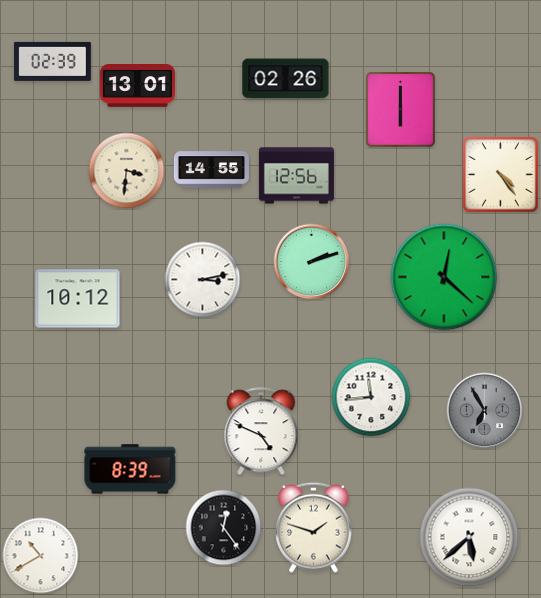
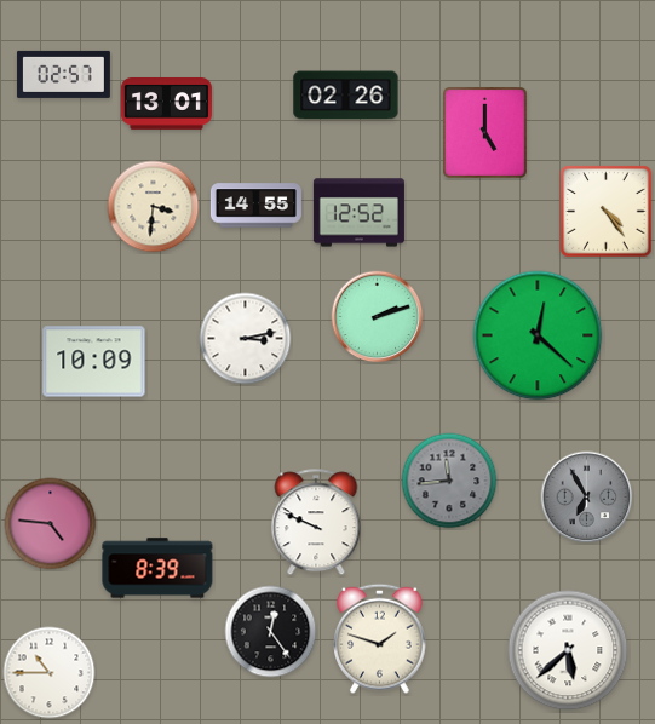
clock at (52, 61): 02:39 -> 02:57
clock at (401, 110): 6:00 -> 5:00
clock at (296, 176): 12:56 -> 12:52
clock at (78, 299): 10:12 -> 10:09
clock at (371, 397) dial: white -> grey
clock at (261, 432): 4:49 -> 9:49
clock at (51, 524): none -> 4:46
clock at (224, 528) position: (224, 528) -> (271, 632)
clock at (41, 556): 10:40 -> 10:45
